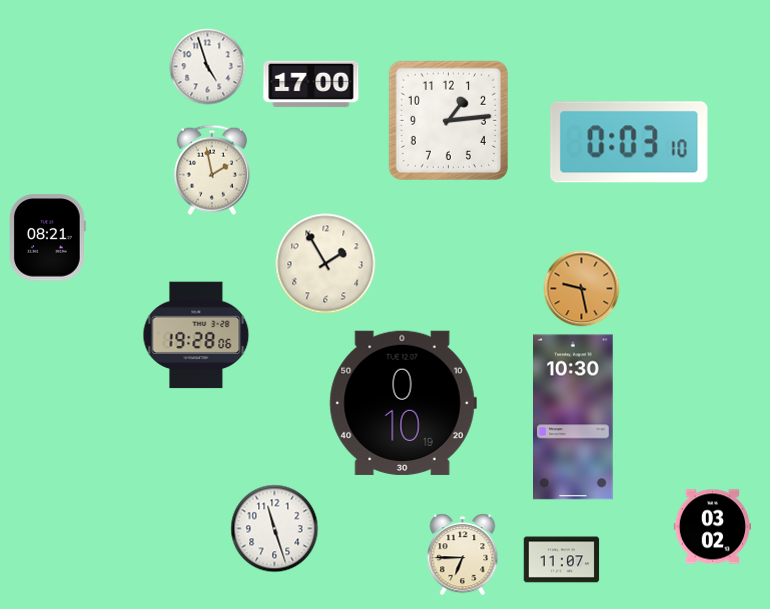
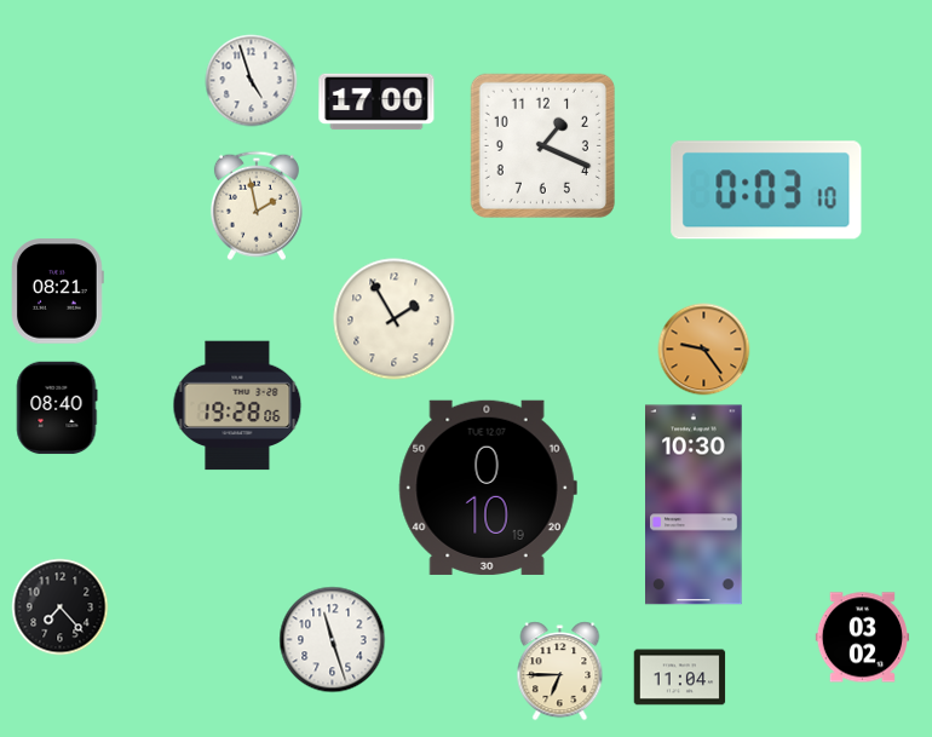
clock at (448, 120): 1:14 -> 1:19
clock at (629, 142) position: (629, 142) -> (766, 190)
clock at (48, 238) position: (48, 238) -> (58, 292)
clock at (582, 289): 9:28 -> 9:24
clock at (57, 408): none -> 08:40
clock at (61, 608): none -> 7:23
clock at (562, 560): 11:07 -> 11:04
